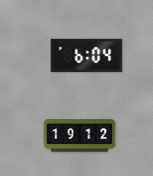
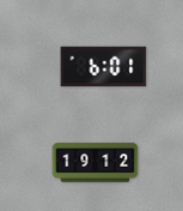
clock at (87, 56): 6:04 -> 6:01
